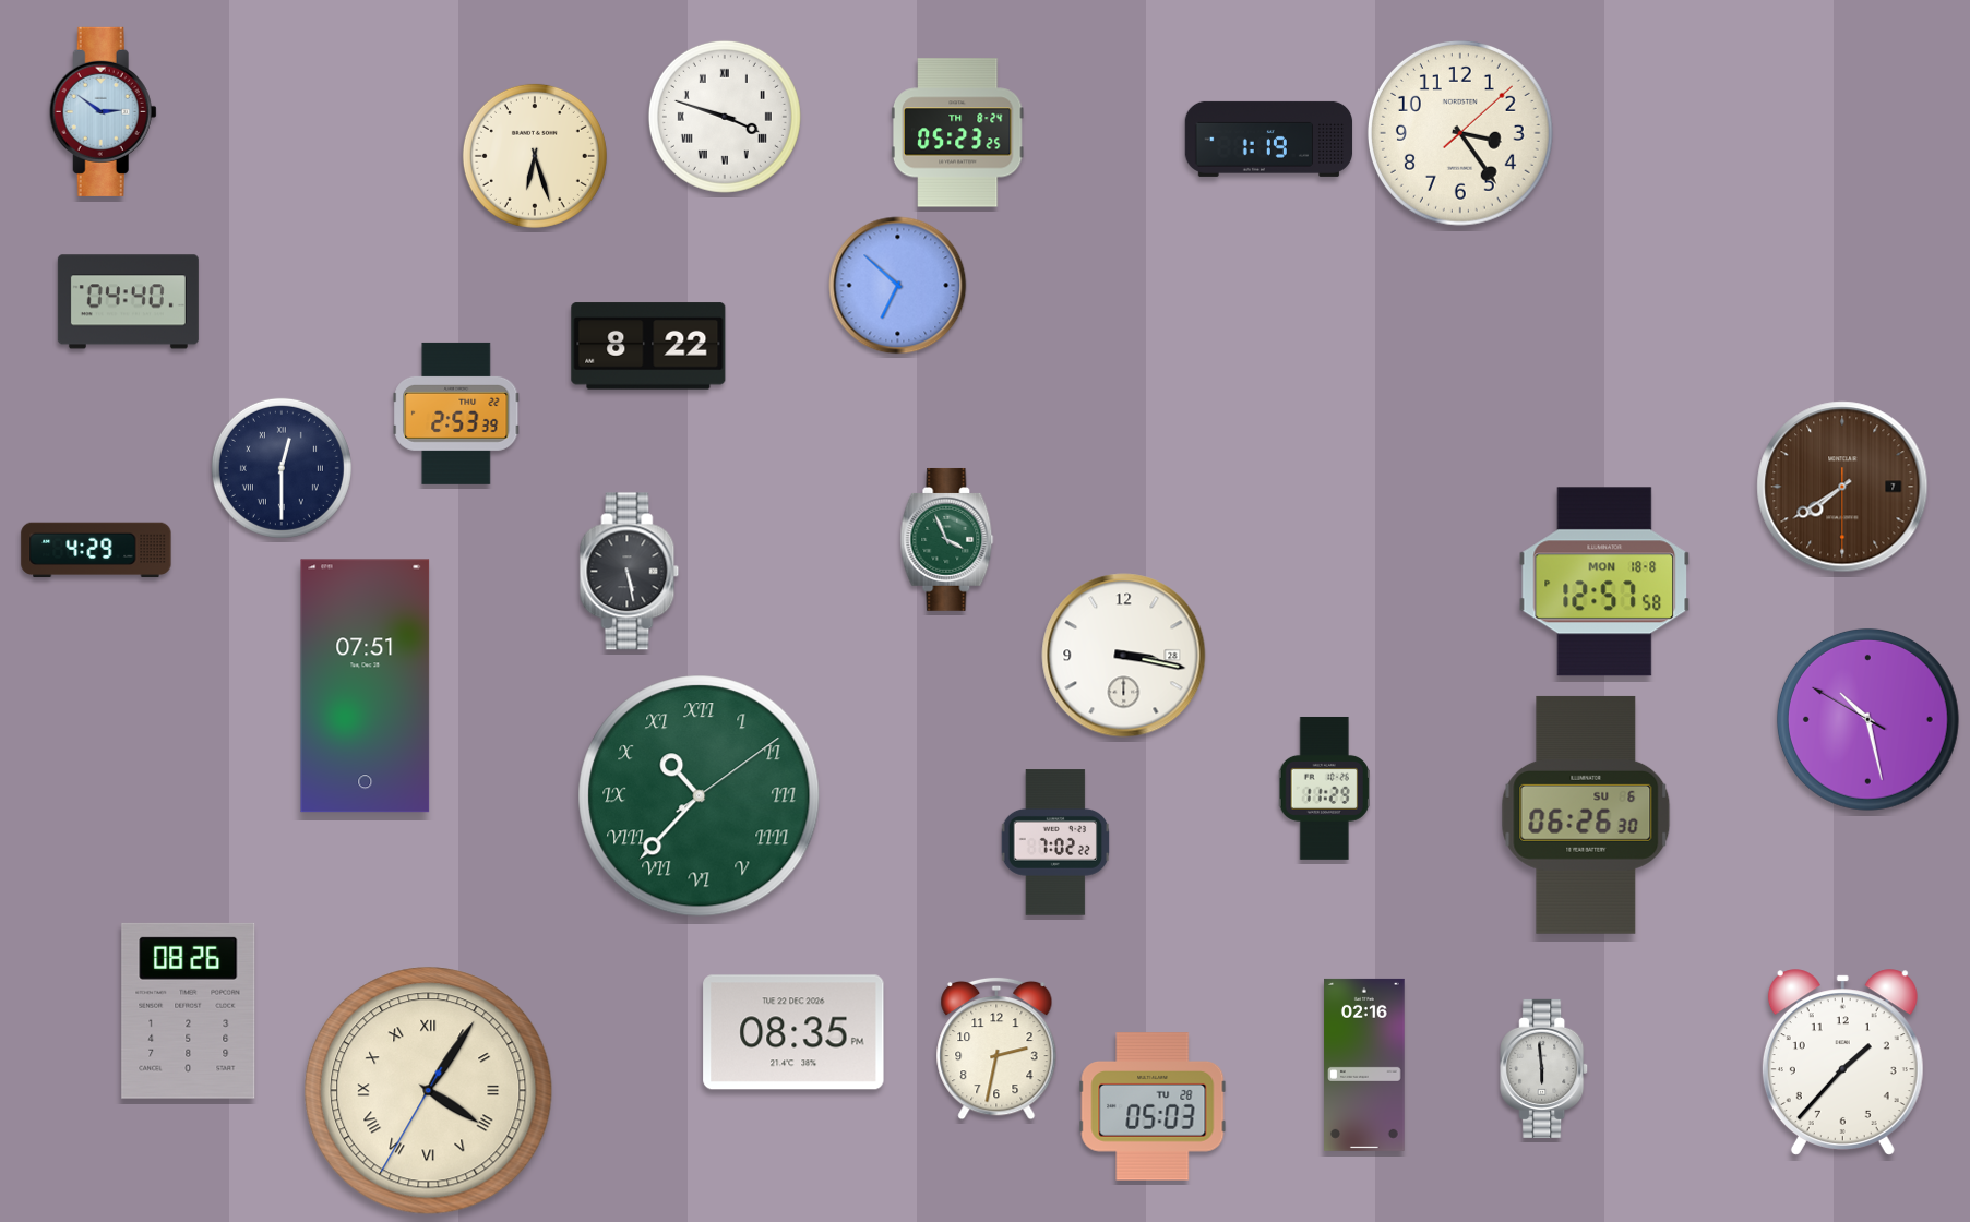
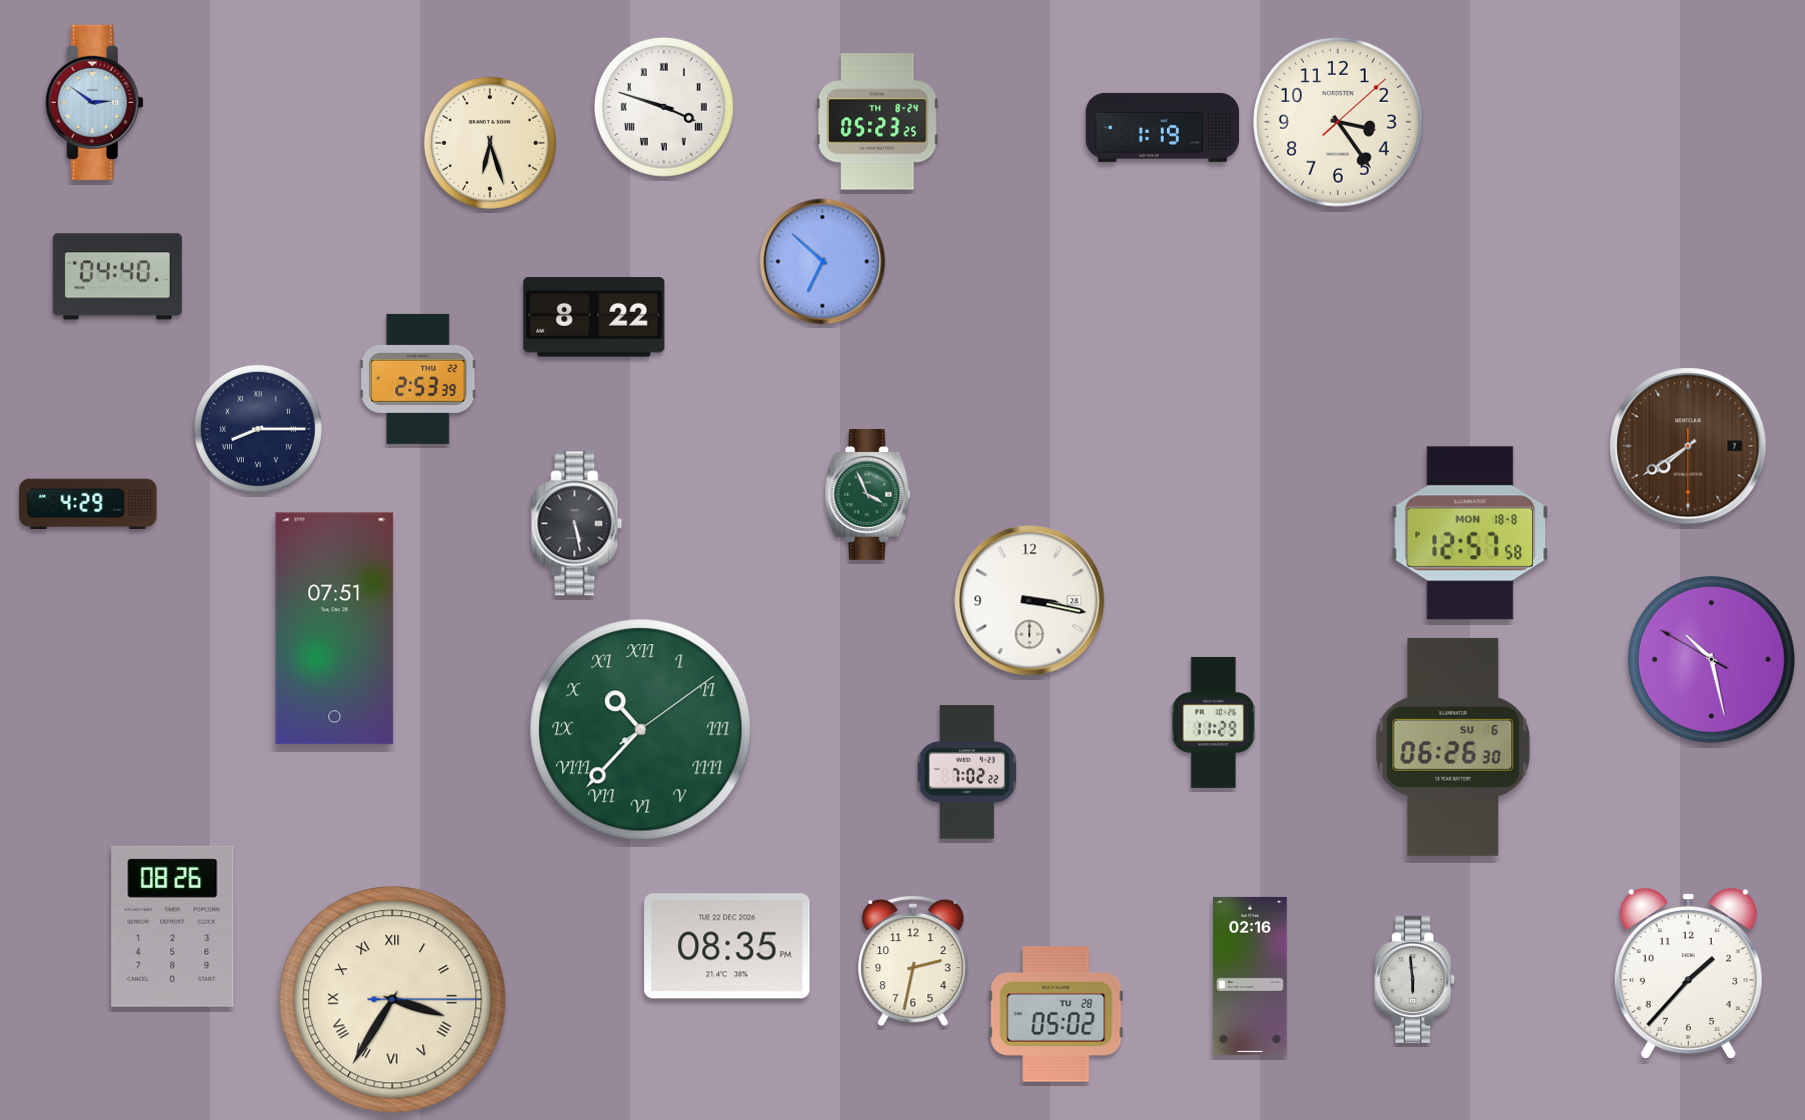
clock at (282, 468): 12:30 -> 8:15
clock at (429, 1091): 4:05 -> 3:35
clock at (1153, 1106): 05:03 -> 05:02
